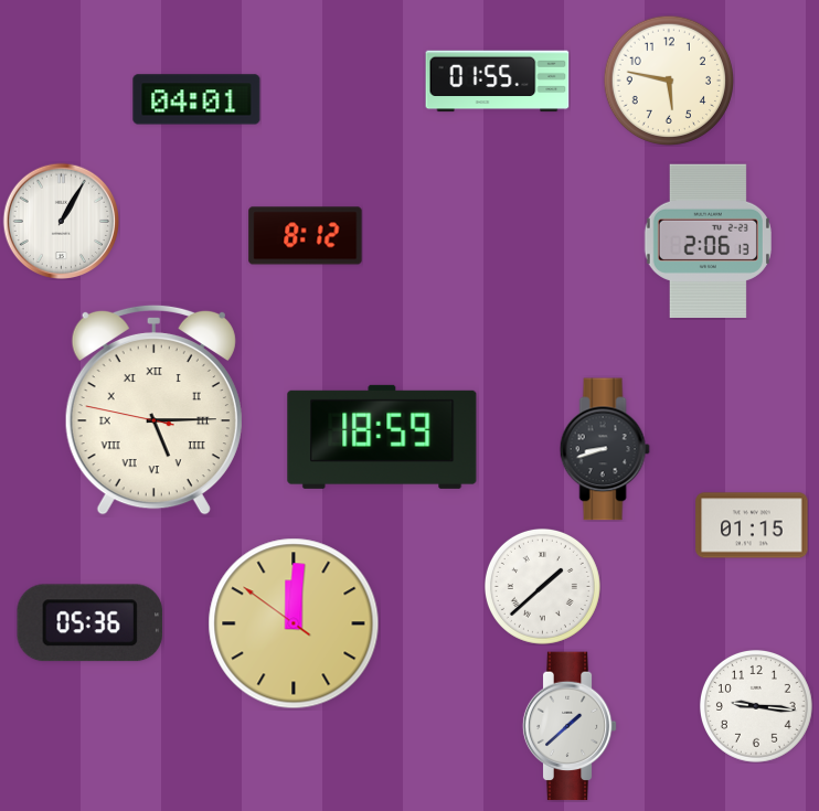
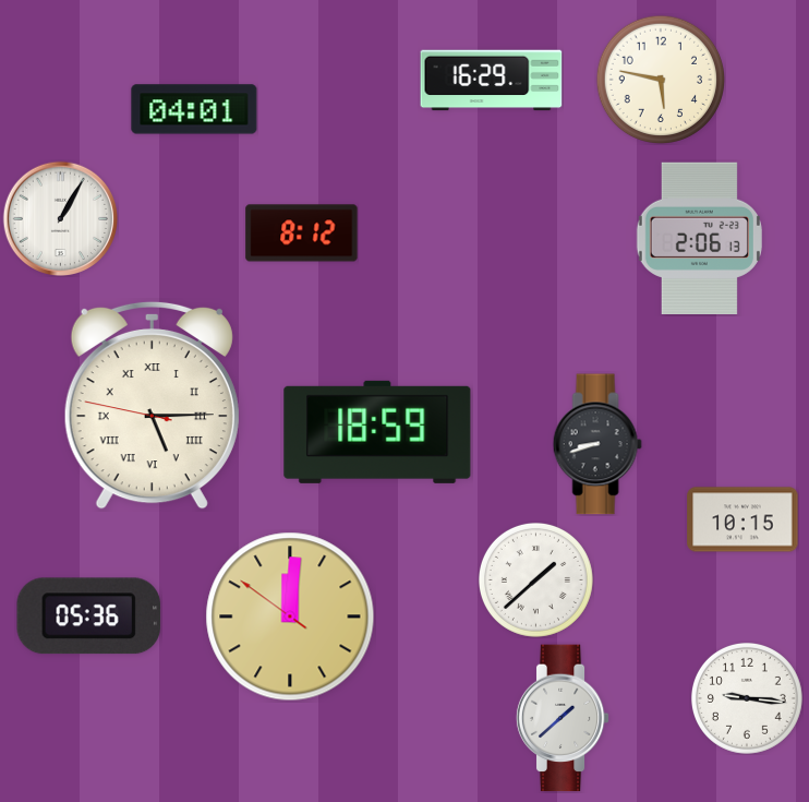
clock at (498, 82): 01:55 -> 16:29
clock at (196, 99) position: (196, 99) -> (194, 109)
clock at (752, 525): 01:15 -> 10:15
